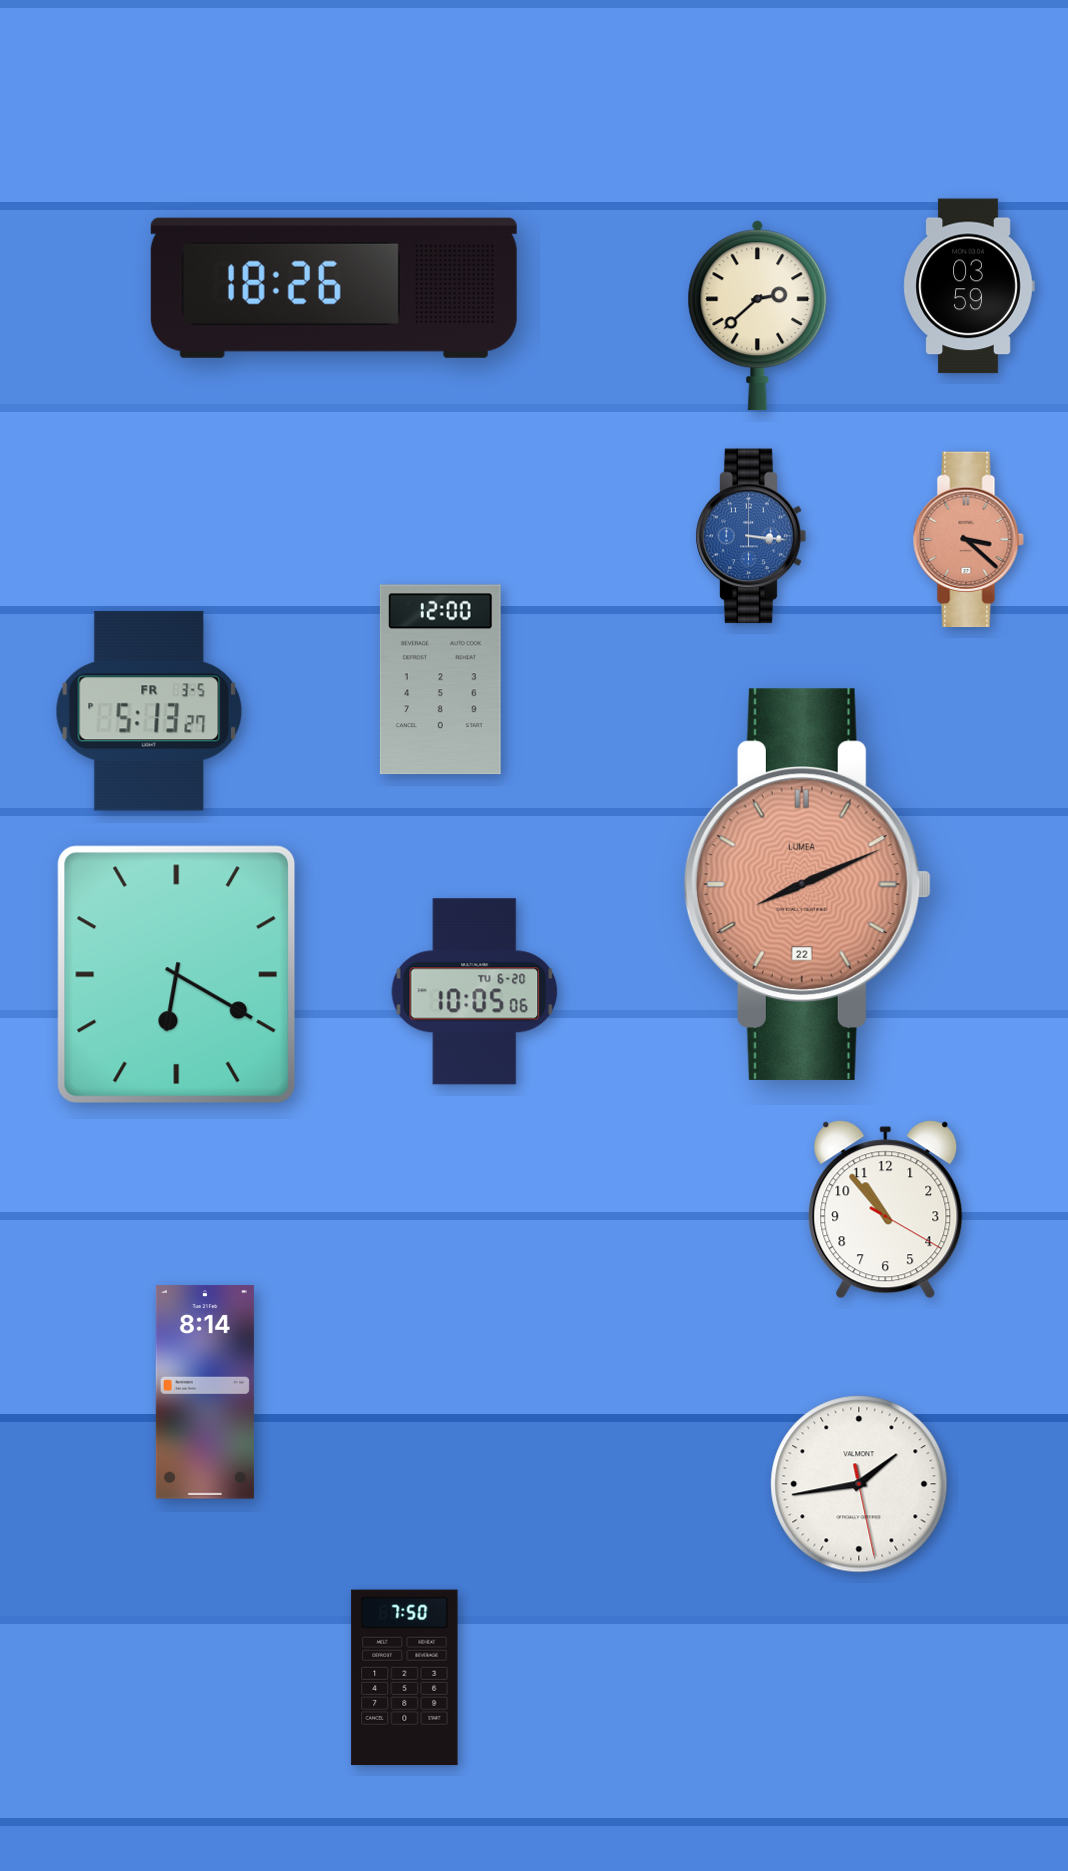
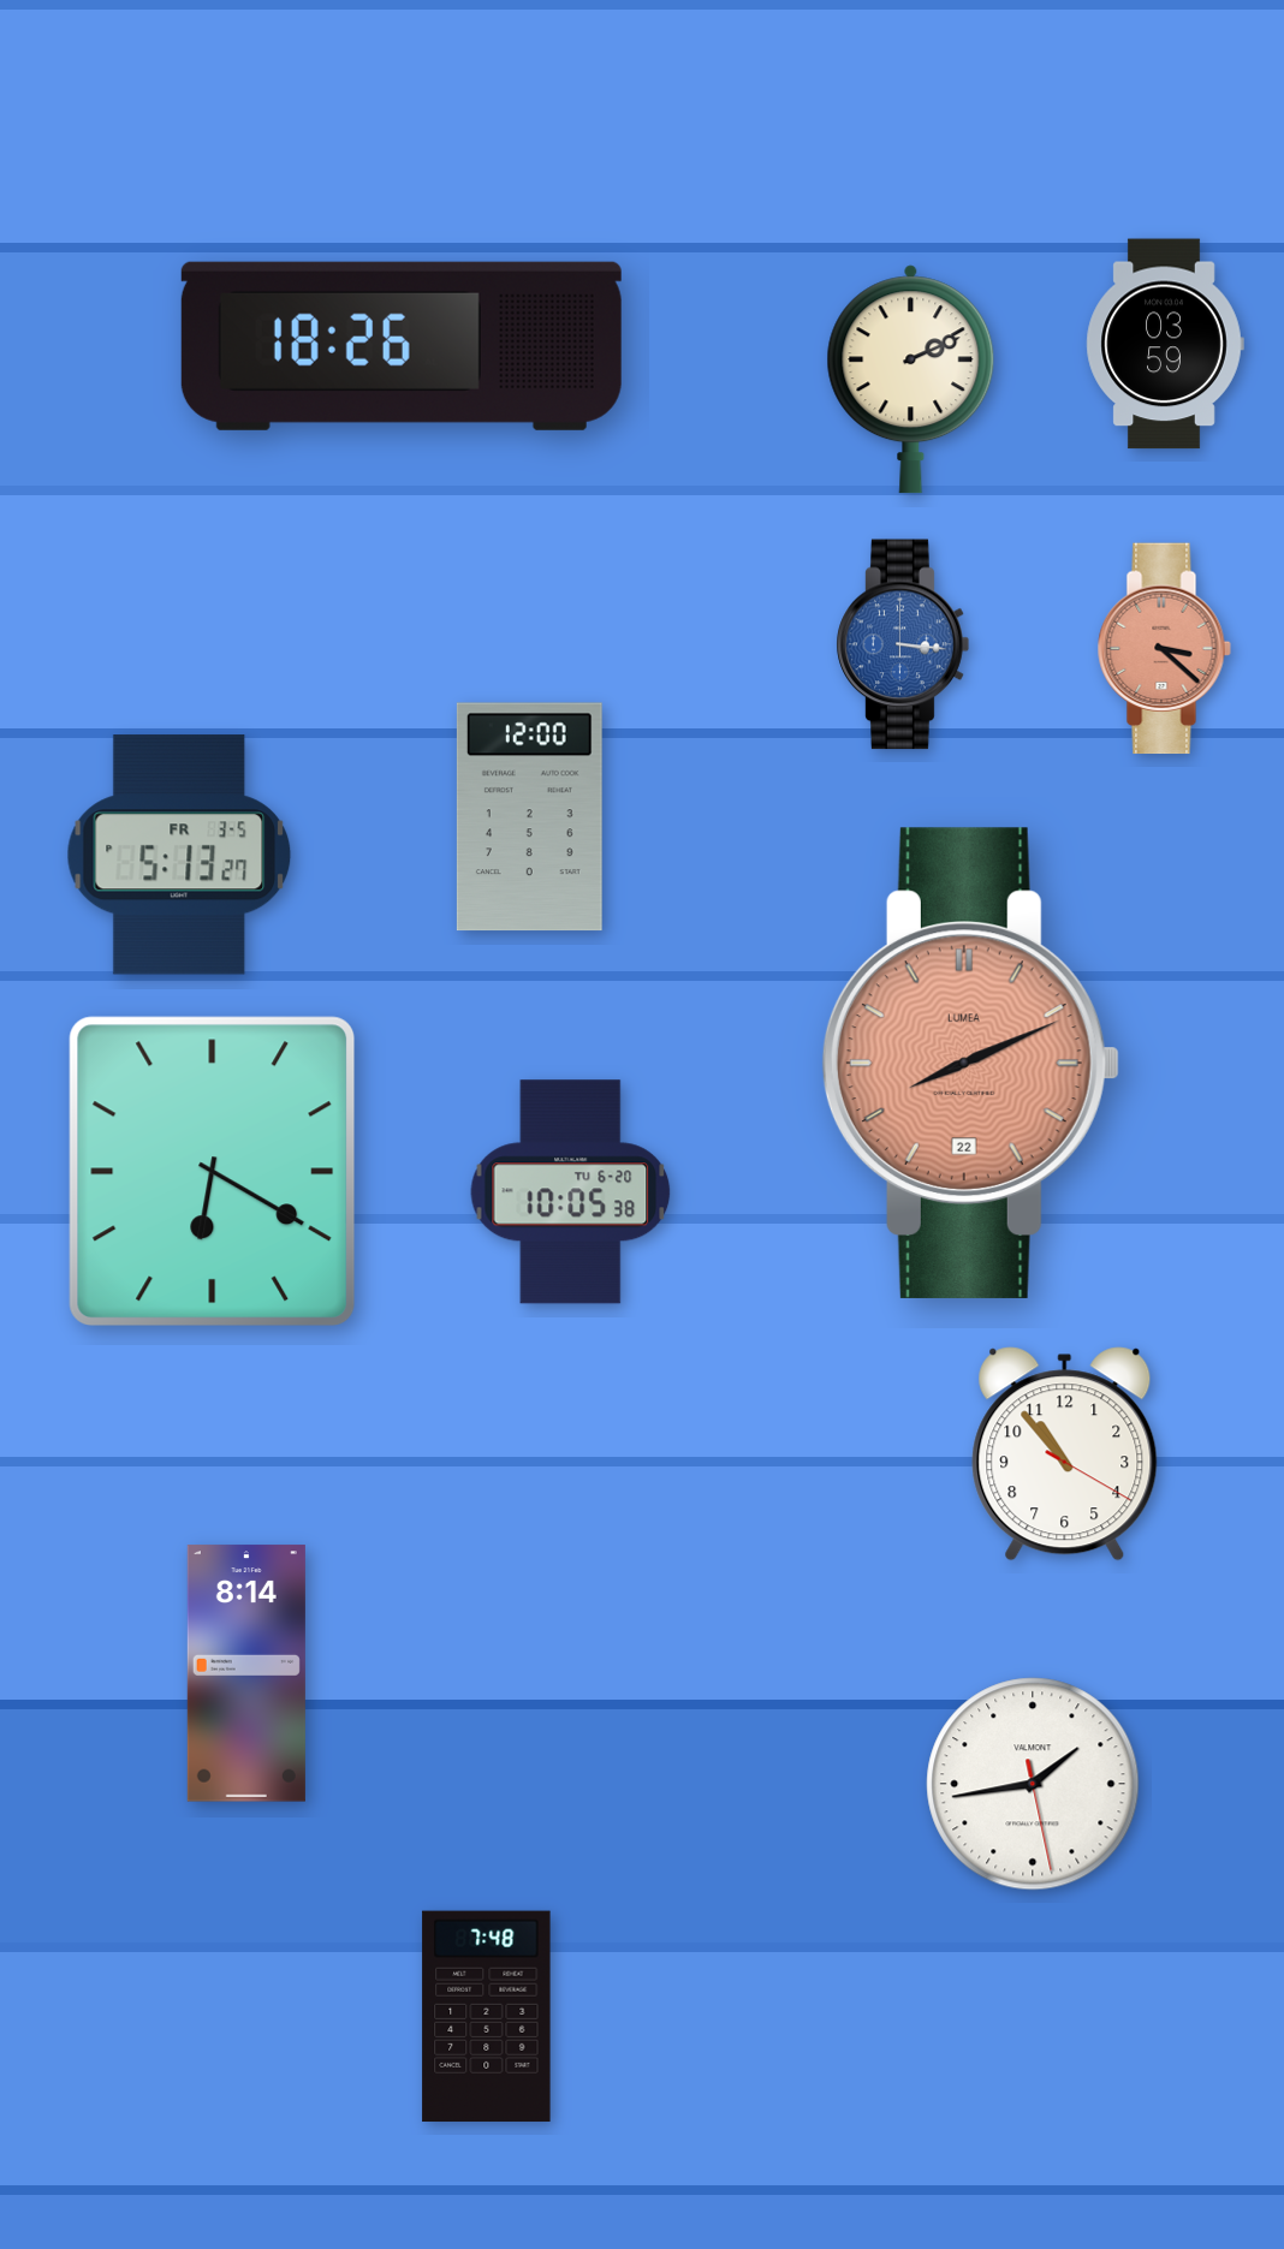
clock at (758, 316): 2:38 -> 2:11
clock at (475, 992): 10:05:06 -> 10:05:38
clock at (405, 1678): 7:50 -> 7:48
